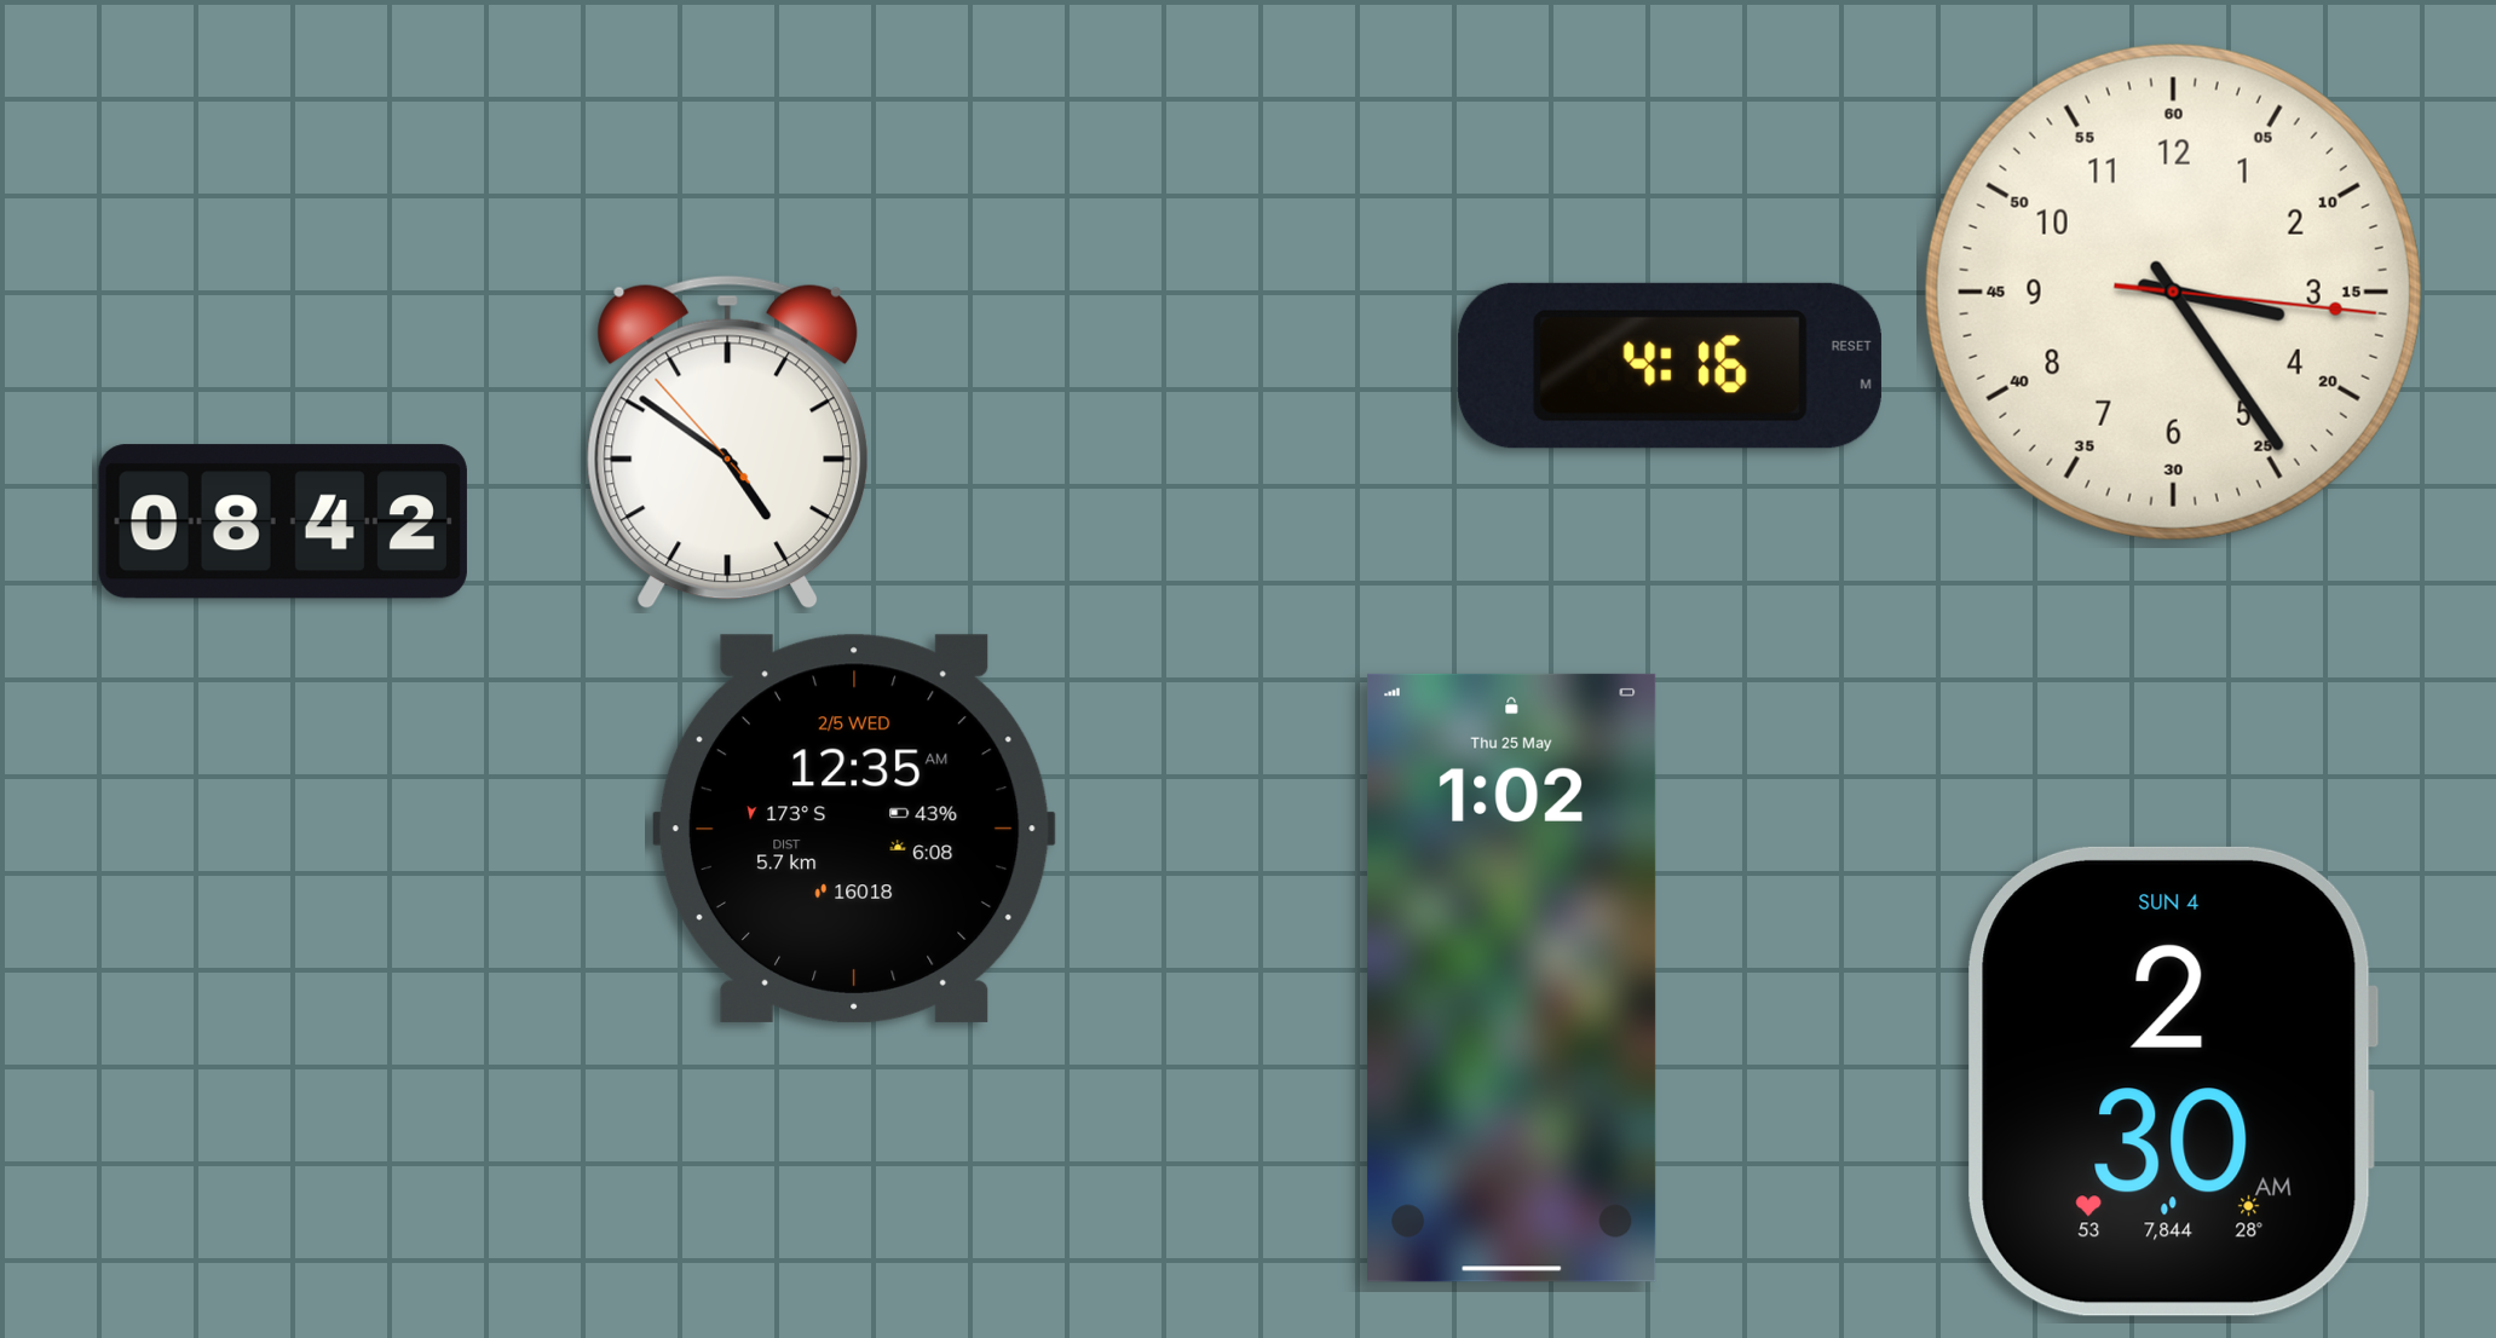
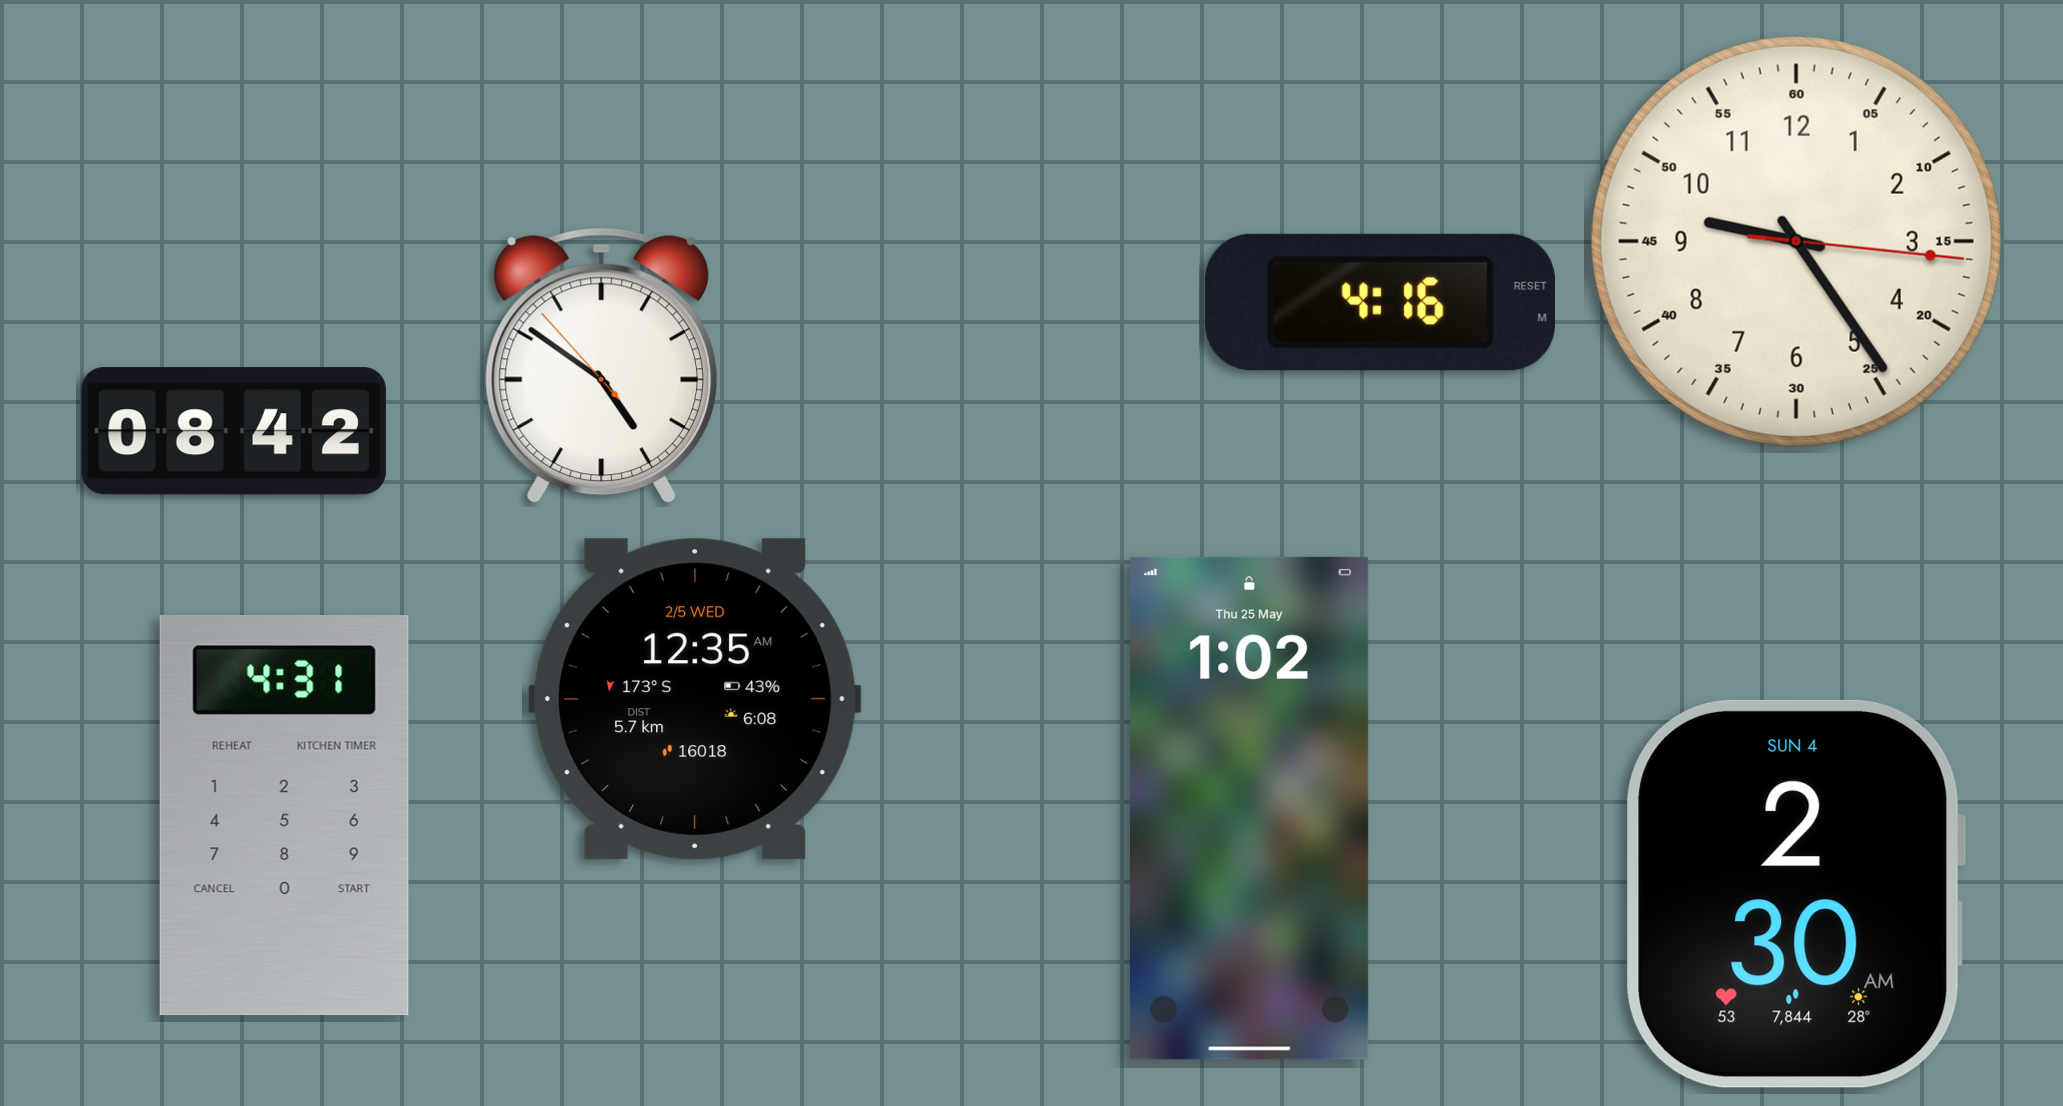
clock at (2173, 292): 3:24 -> 9:24
clock at (854, 829) position: (854, 829) -> (695, 699)
clock at (284, 816): none -> 4:31
